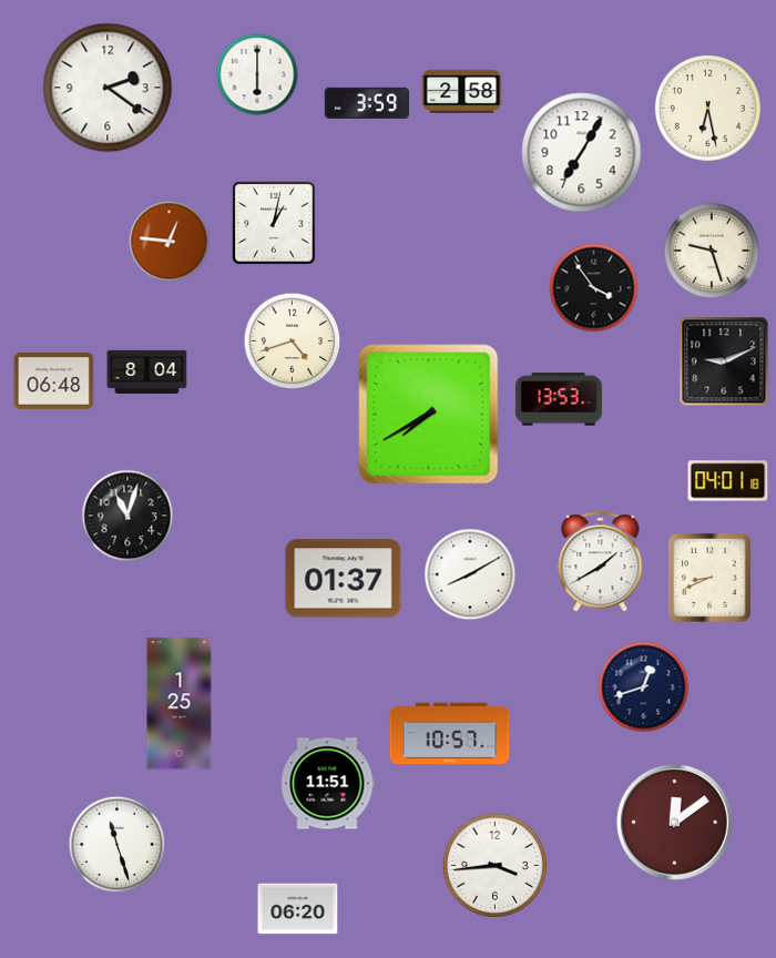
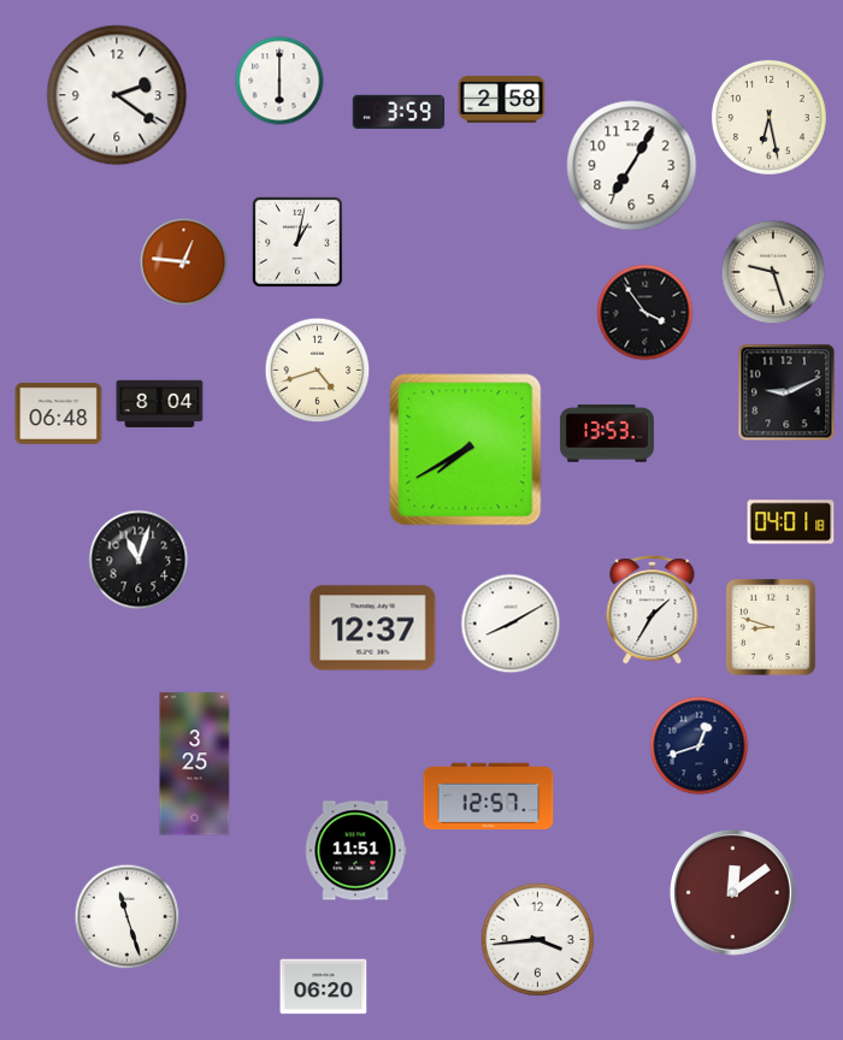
clock at (601, 562): 1:40 -> 1:35
clock at (711, 578): 8:41 -> 8:48
clock at (344, 579): 01:37 -> 12:37
clock at (180, 704): 1:25 -> 3:25
clock at (450, 734): 10:57 -> 12:57
